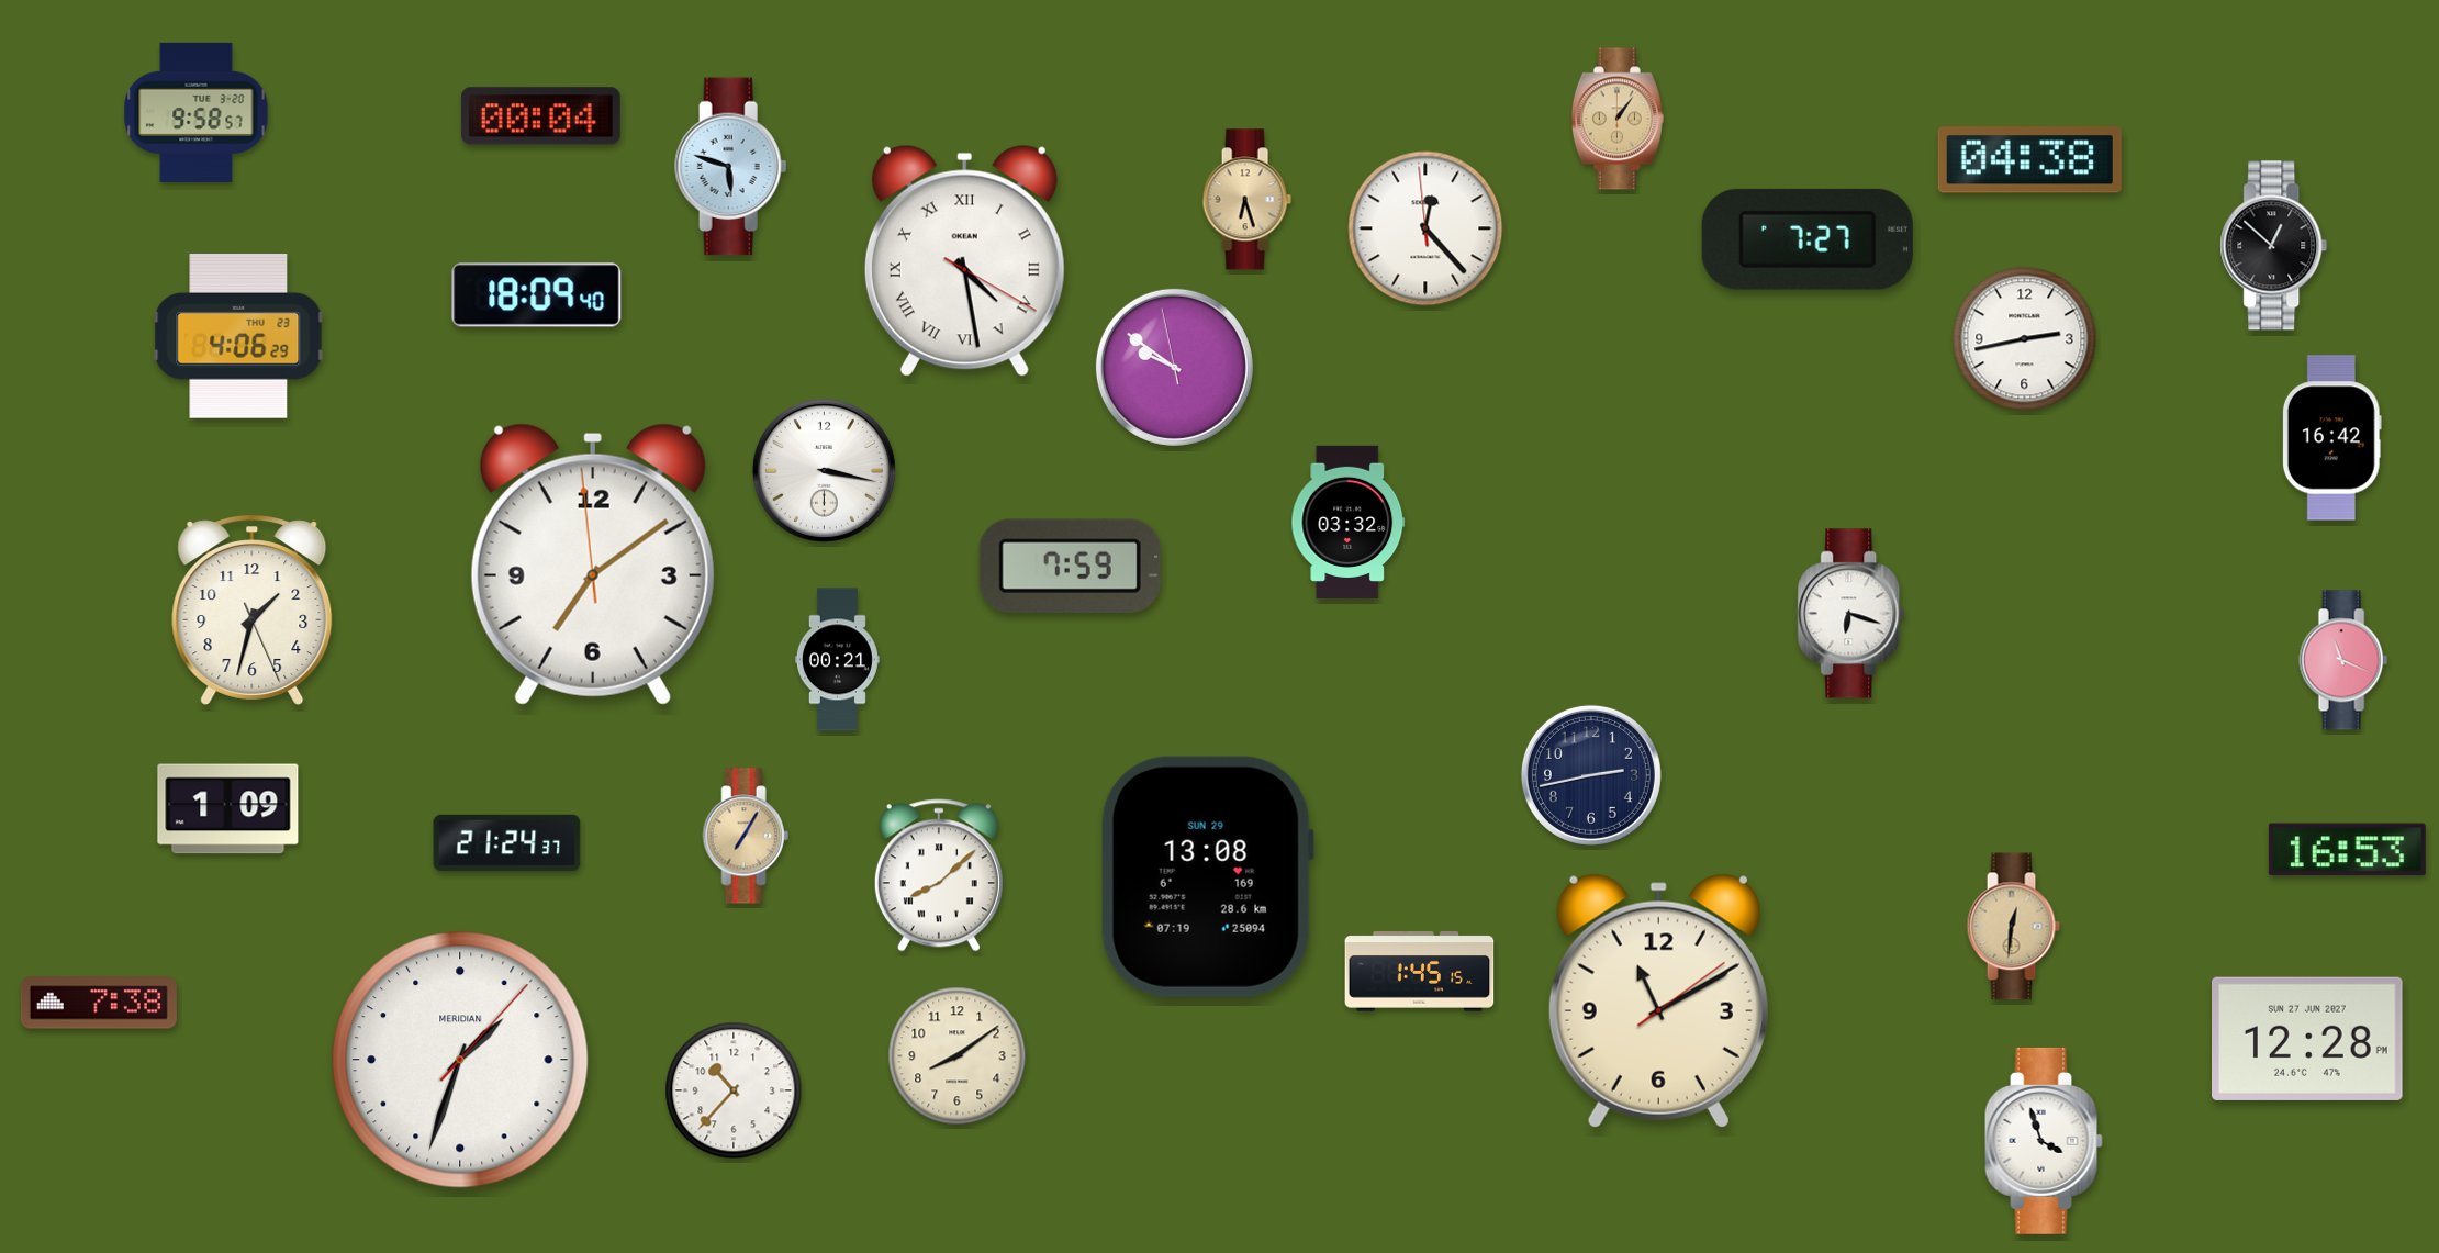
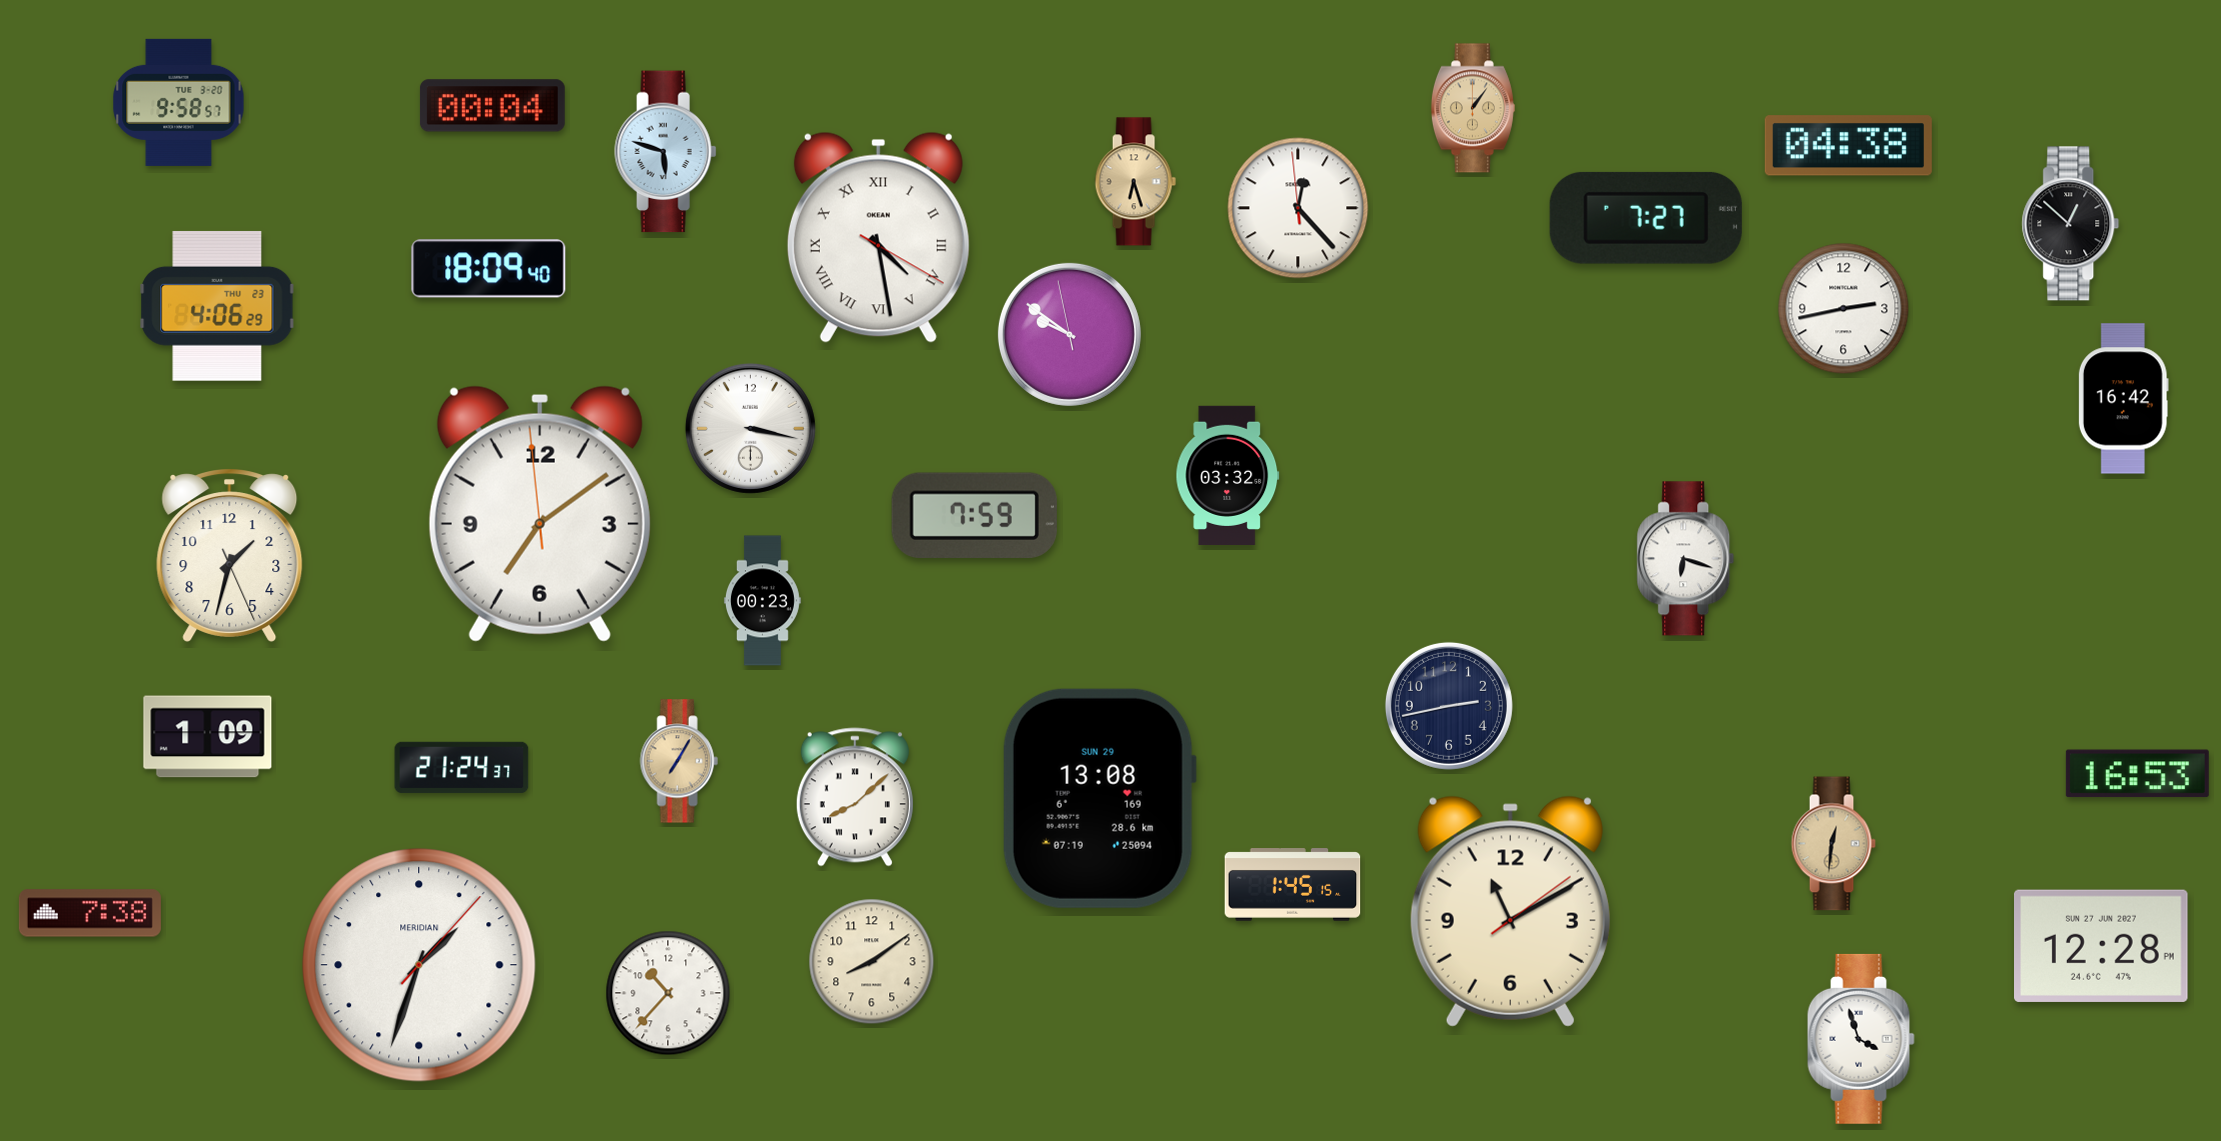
clock at (837, 660): 00:21 -> 00:23
clock at (2343, 660): 11:19 -> none
